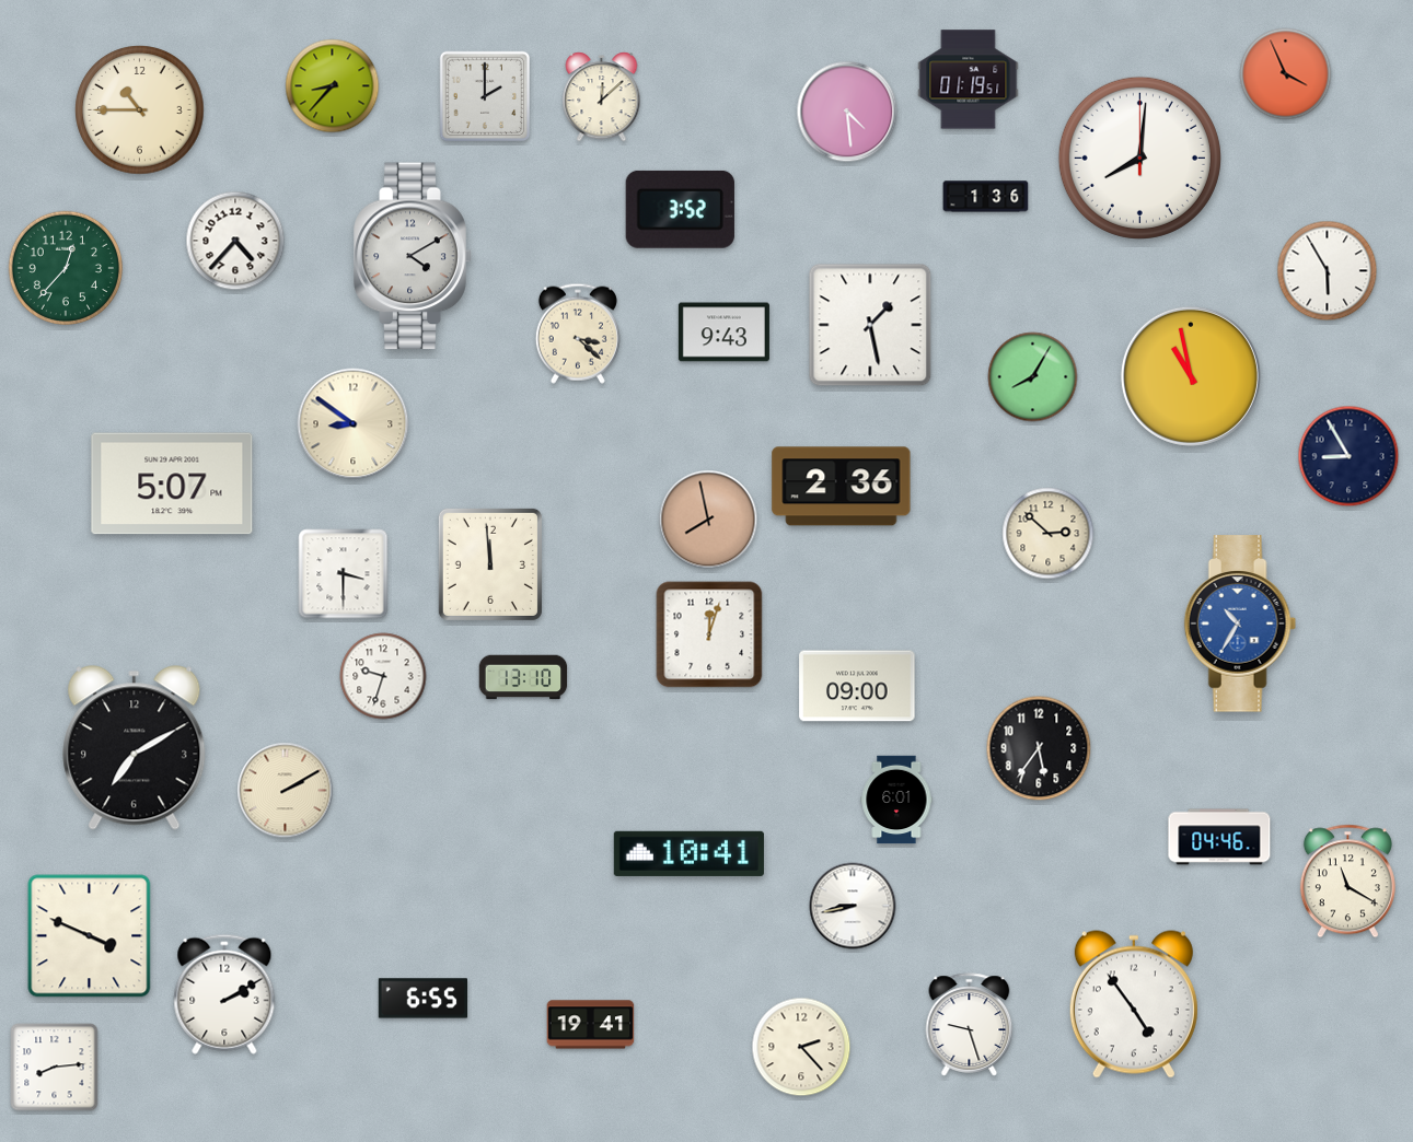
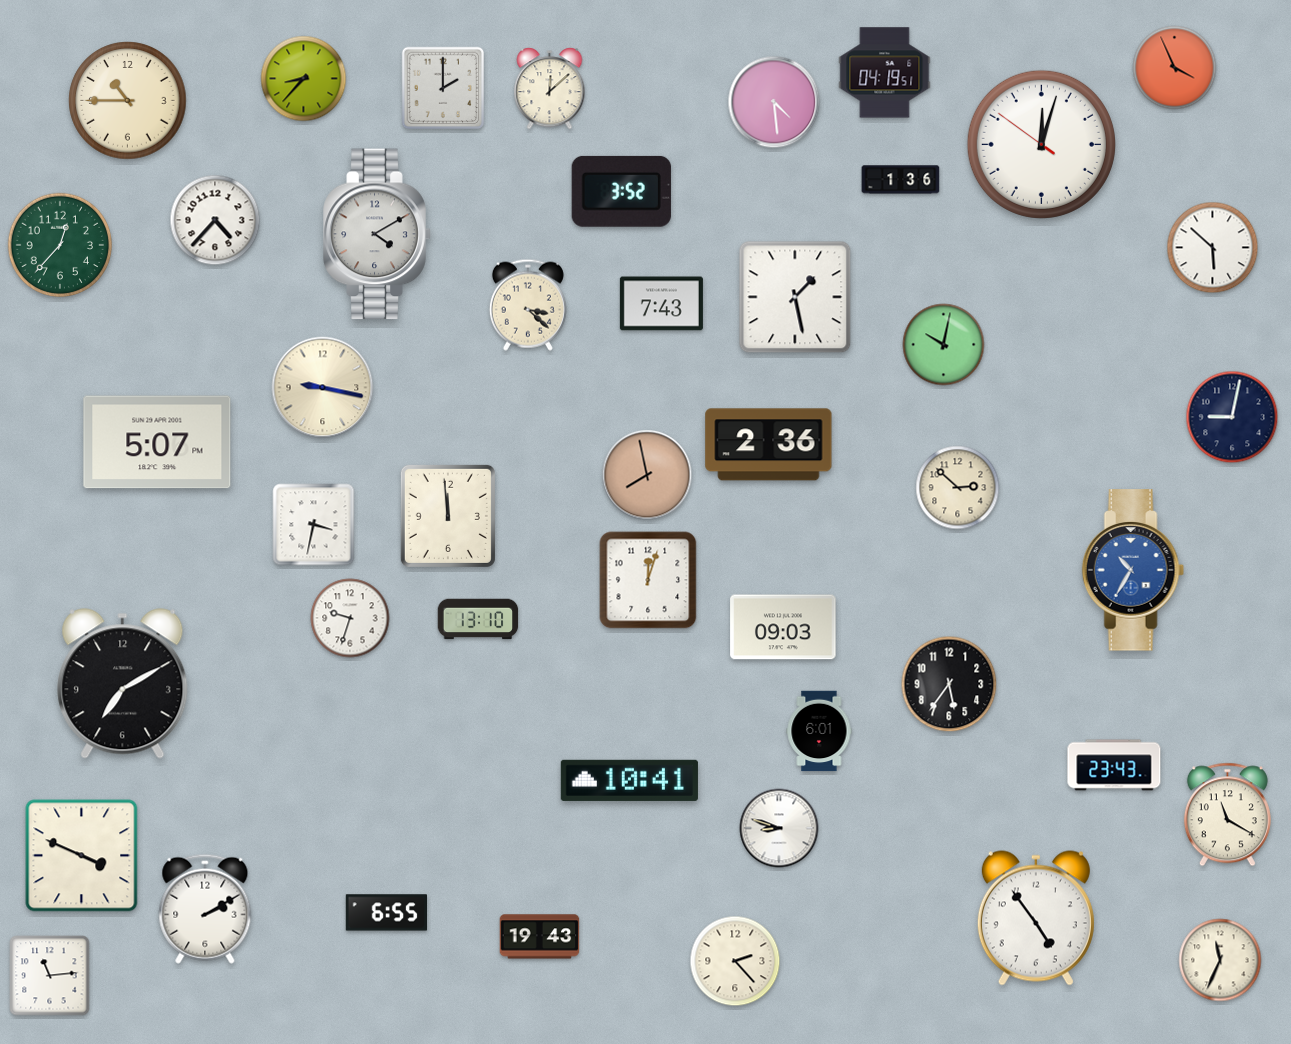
clock at (969, 80): 01:19 -> 04:19
clock at (1139, 158): 8:01 -> 12:02
clock at (1328, 271): 5:55 -> 5:52
clock at (723, 333): 9:43 -> 7:43
clock at (1191, 376): 10:58 -> none
clock at (1033, 377): 8:05 -> 10:02
clock at (354, 424): 8:51 -> 9:17
clock at (1348, 456): 8:55 -> 9:02
clock at (344, 574): 3:30 -> 3:32
clock at (857, 686): 09:00 -> 09:03
clock at (286, 791): 2:10 -> none
clock at (1219, 837): 04:46 -> 23:43
clock at (1347, 882) position: (1347, 882) -> (1227, 815)
clock at (853, 906): 8:43 -> 8:48
clock at (591, 1025): 19:41 -> 19:43
clock at (970, 1025): 9:27 -> none
clock at (801, 1047) position: (801, 1047) -> (735, 961)
clock at (1220, 960): none -> 11:34
clock at (55, 1068): 8:14 -> 11:14
